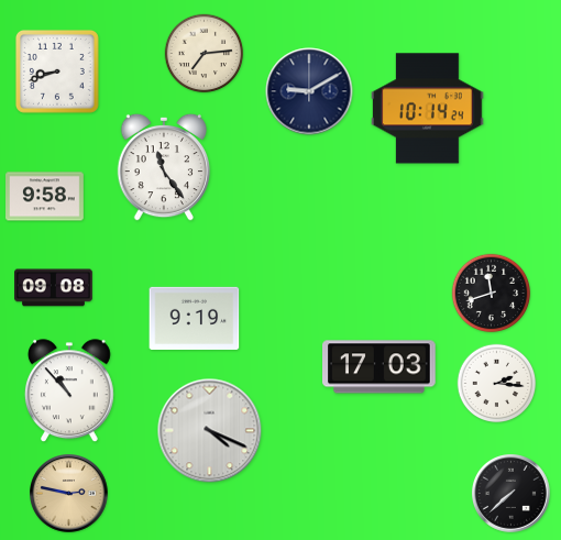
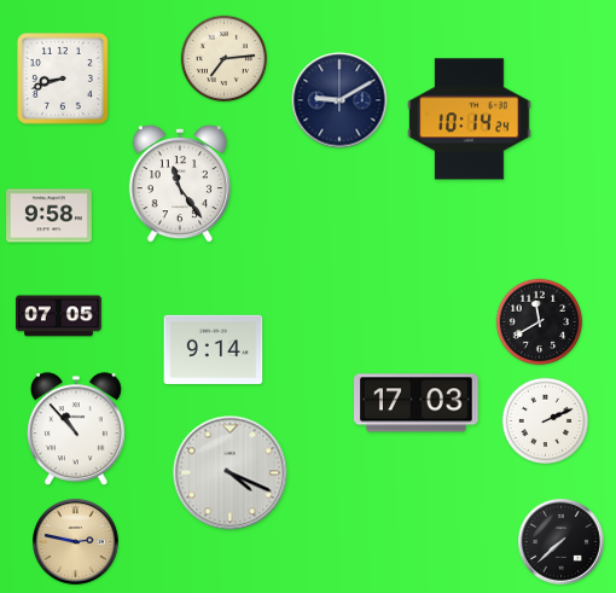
clock at (54, 288): 09:08 -> 07:05
clock at (492, 294): 11:42 -> 11:40
clock at (195, 318): 9:19 -> 9:14
clock at (497, 384): 2:16 -> 2:11
